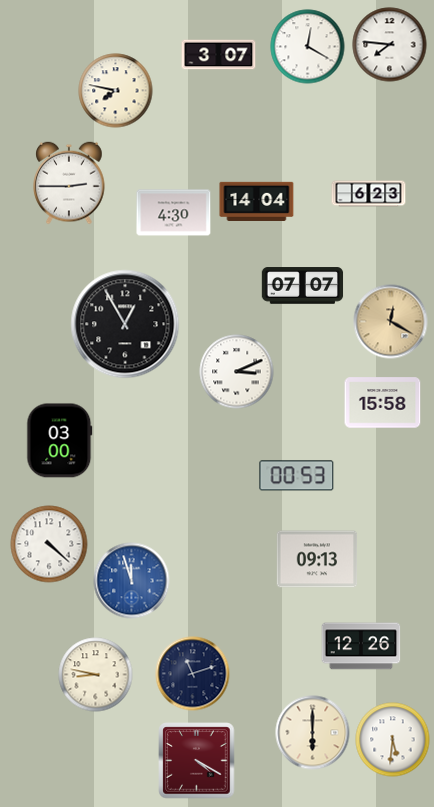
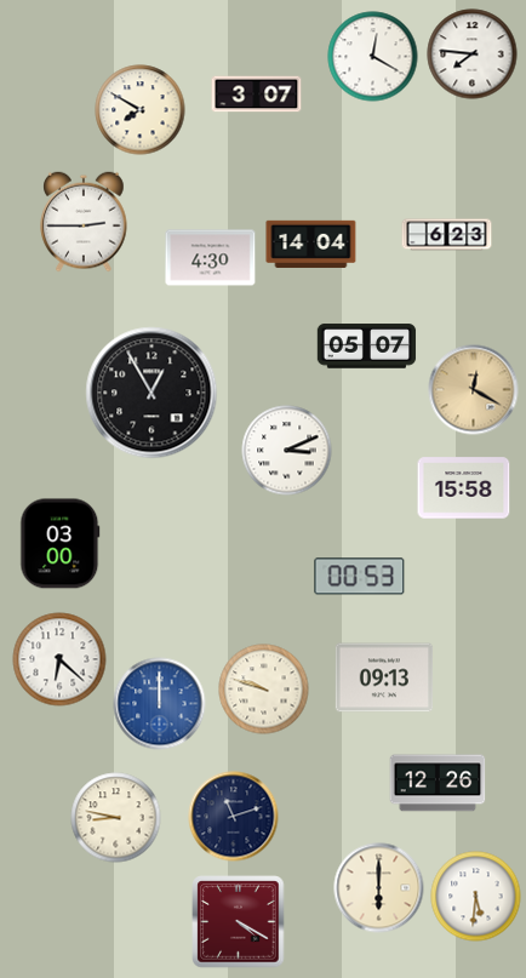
clock at (219, 55) position: (219, 55) -> (257, 95)
clock at (116, 91): 7:47 -> 7:50
clock at (303, 286): 07:07 -> 05:07
clock at (60, 441) position: (60, 441) -> (61, 544)
clock at (49, 544): 4:22 -> 6:22
clock at (264, 690): none -> 9:48
clock at (132, 581): 11:57 -> 12:00
